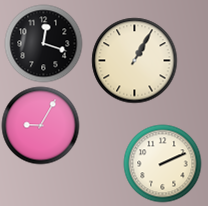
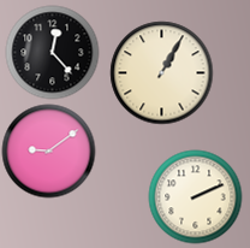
clock at (43, 43): 12:18 -> 12:23
clock at (40, 125): 9:05 -> 9:09
